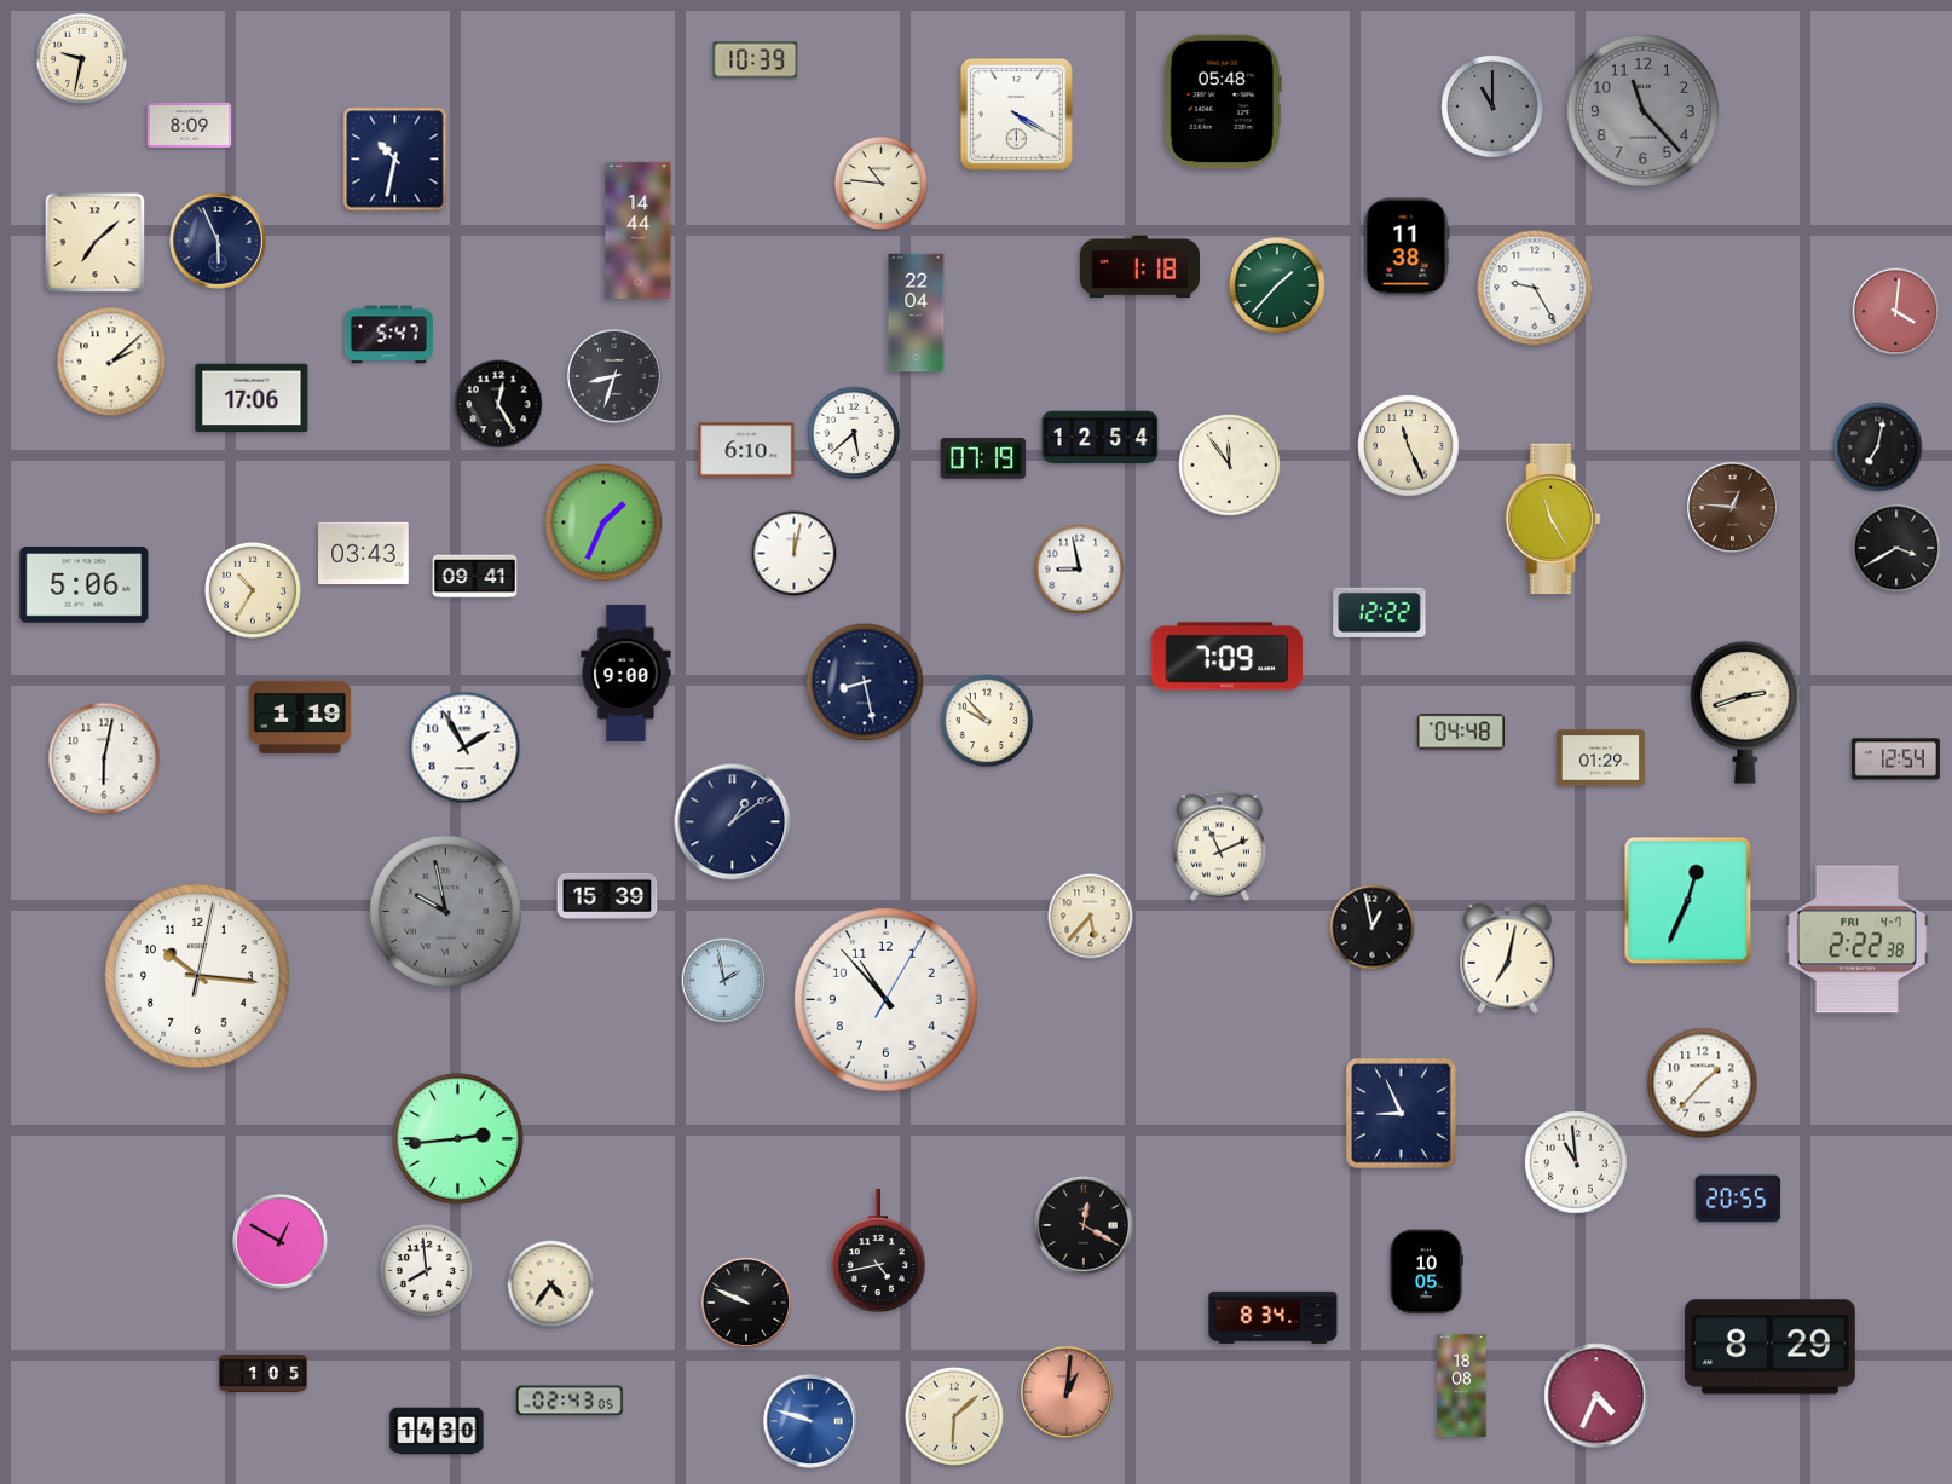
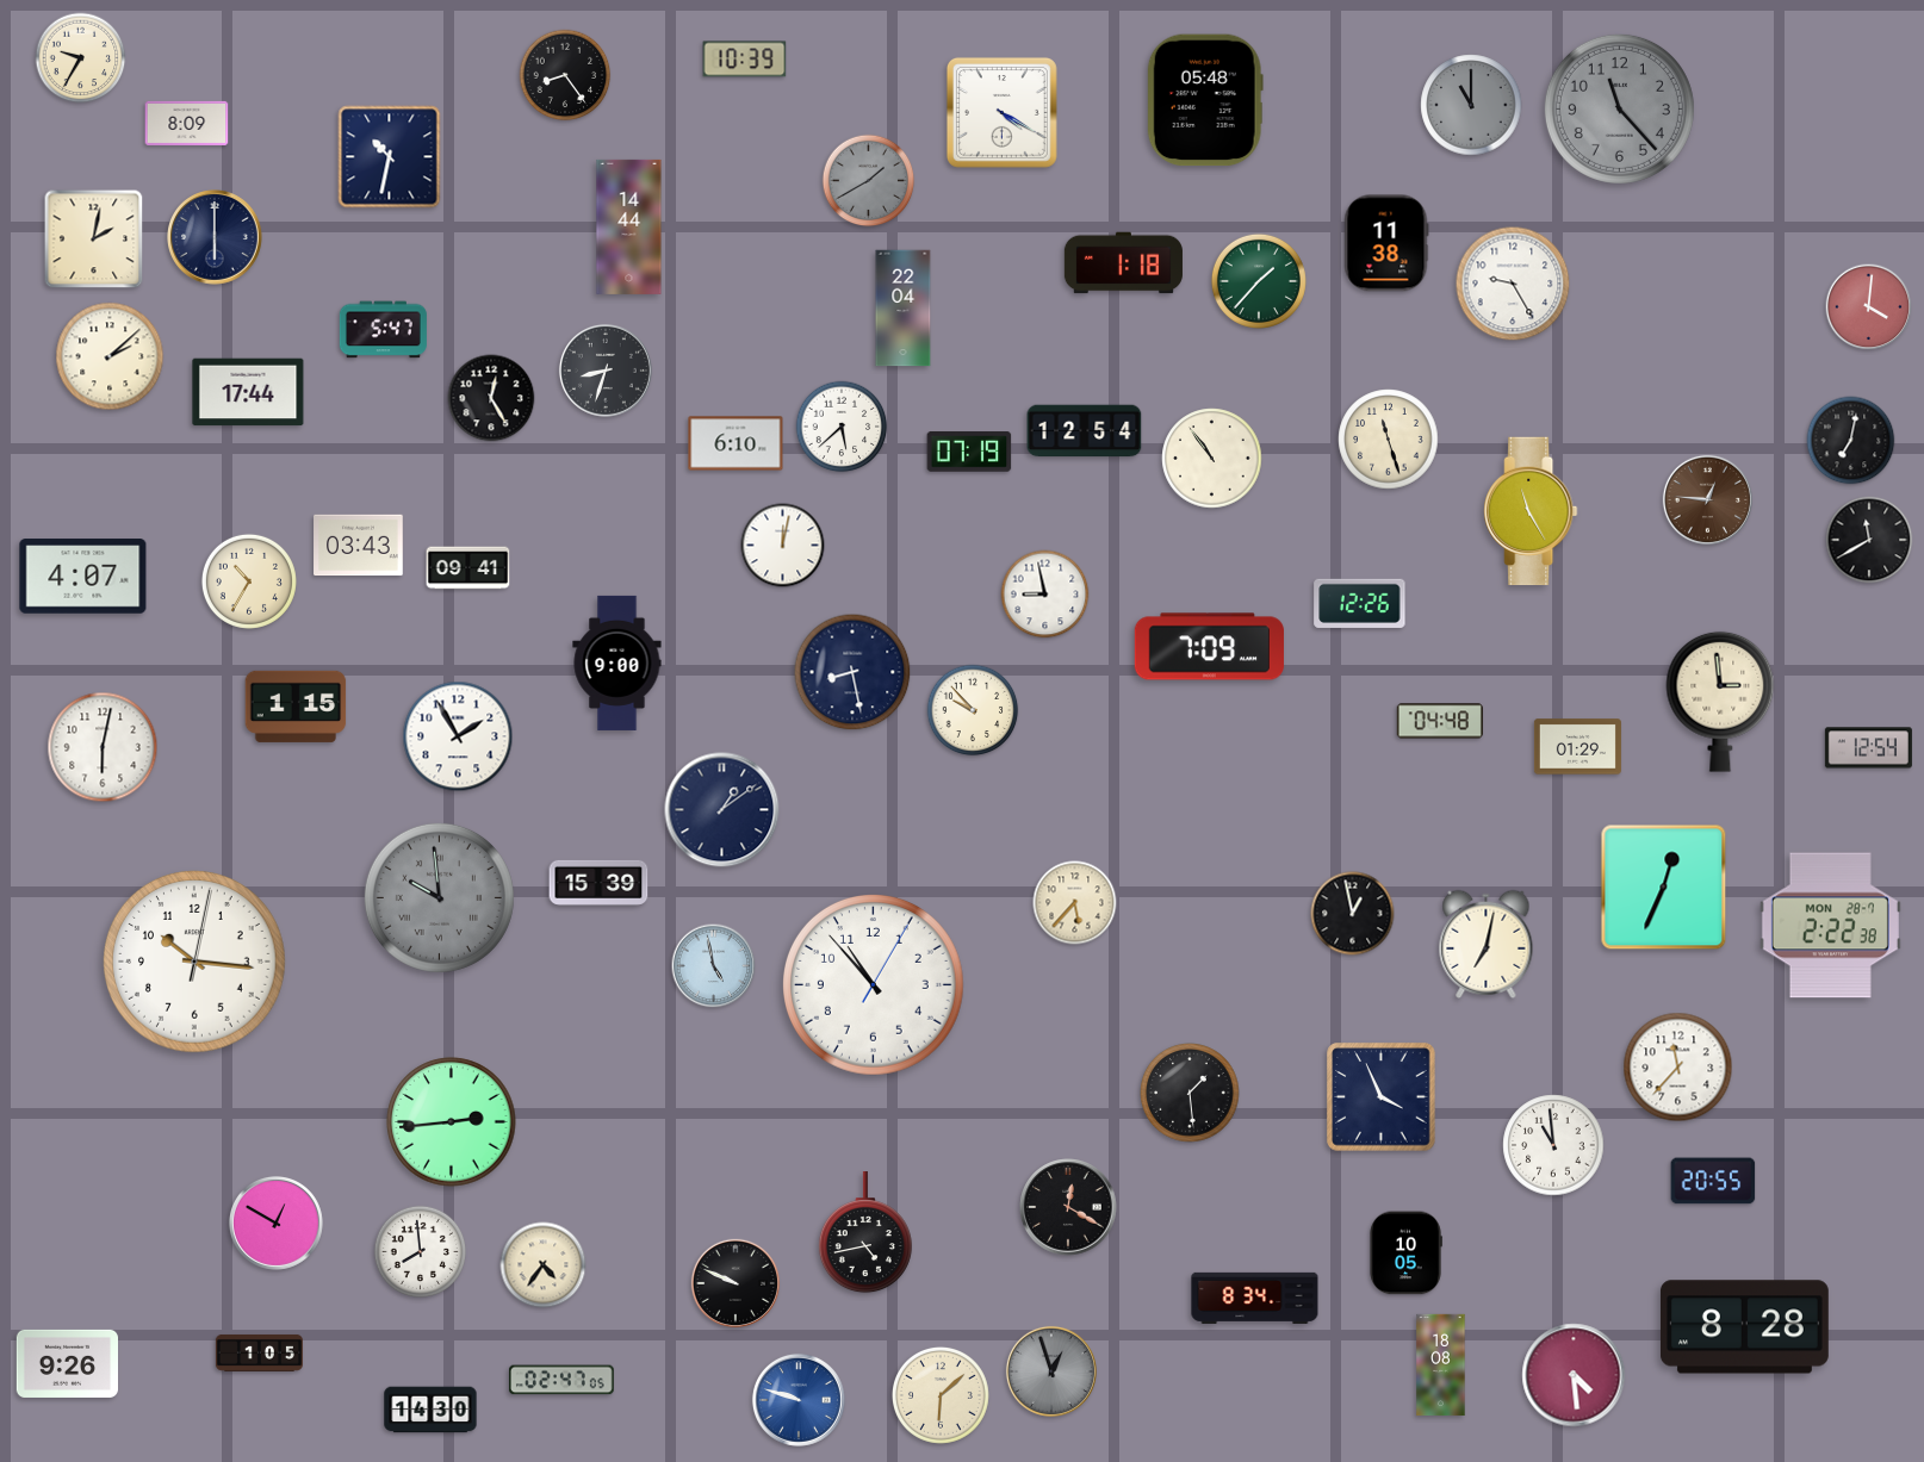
clock at (82, 59): 9:32 -> 9:35
clock at (565, 75): none -> 8:24
clock at (882, 184): 10:46 -> 1:40
clock at (882, 184) dial: cream -> grey
clock at (219, 242): 5:56 -> 6:00
clock at (96, 243): 7:08 -> 2:02
clock at (252, 398): 17:06 -> 17:44
clock at (1409, 446): 11:26 -> 11:27
clock at (1230, 466): 11:54 -> 10:54
clock at (603, 522): 1:34 -> none
clock at (1896, 548): 3:40 -> 11:40
clock at (1080, 570) position: (1080, 570) -> (1045, 595)
clock at (85, 585): 5:06 -> 4:07
clock at (1380, 612): 12:22 -> 12:26
clock at (1745, 712): 2:42 -> 2:59
clock at (300, 717): 1:19 -> 1:15
clock at (1219, 845): 11:11 -> none
clock at (445, 911): 9:58 -> 9:59
clock at (1856, 940) date: FRI 4-7 -> MON 28-7
clock at (724, 981): 1:58 -> 4:58
clock at (1703, 1084): 1:37 -> 11:37
clock at (1190, 1093): none -> 1:29
clock at (1402, 1114): 8:56 -> 3:56
clock at (1769, 1347): 8:29 -> 8:28
clock at (67, 1363): none -> 9:26
clock at (1067, 1392): 1:01 -> 12:57
clock at (1067, 1392) dial: salmon -> grey
clock at (1596, 1396): 4:34 -> 4:29
clock at (570, 1401): 02:43 -> 02:47
